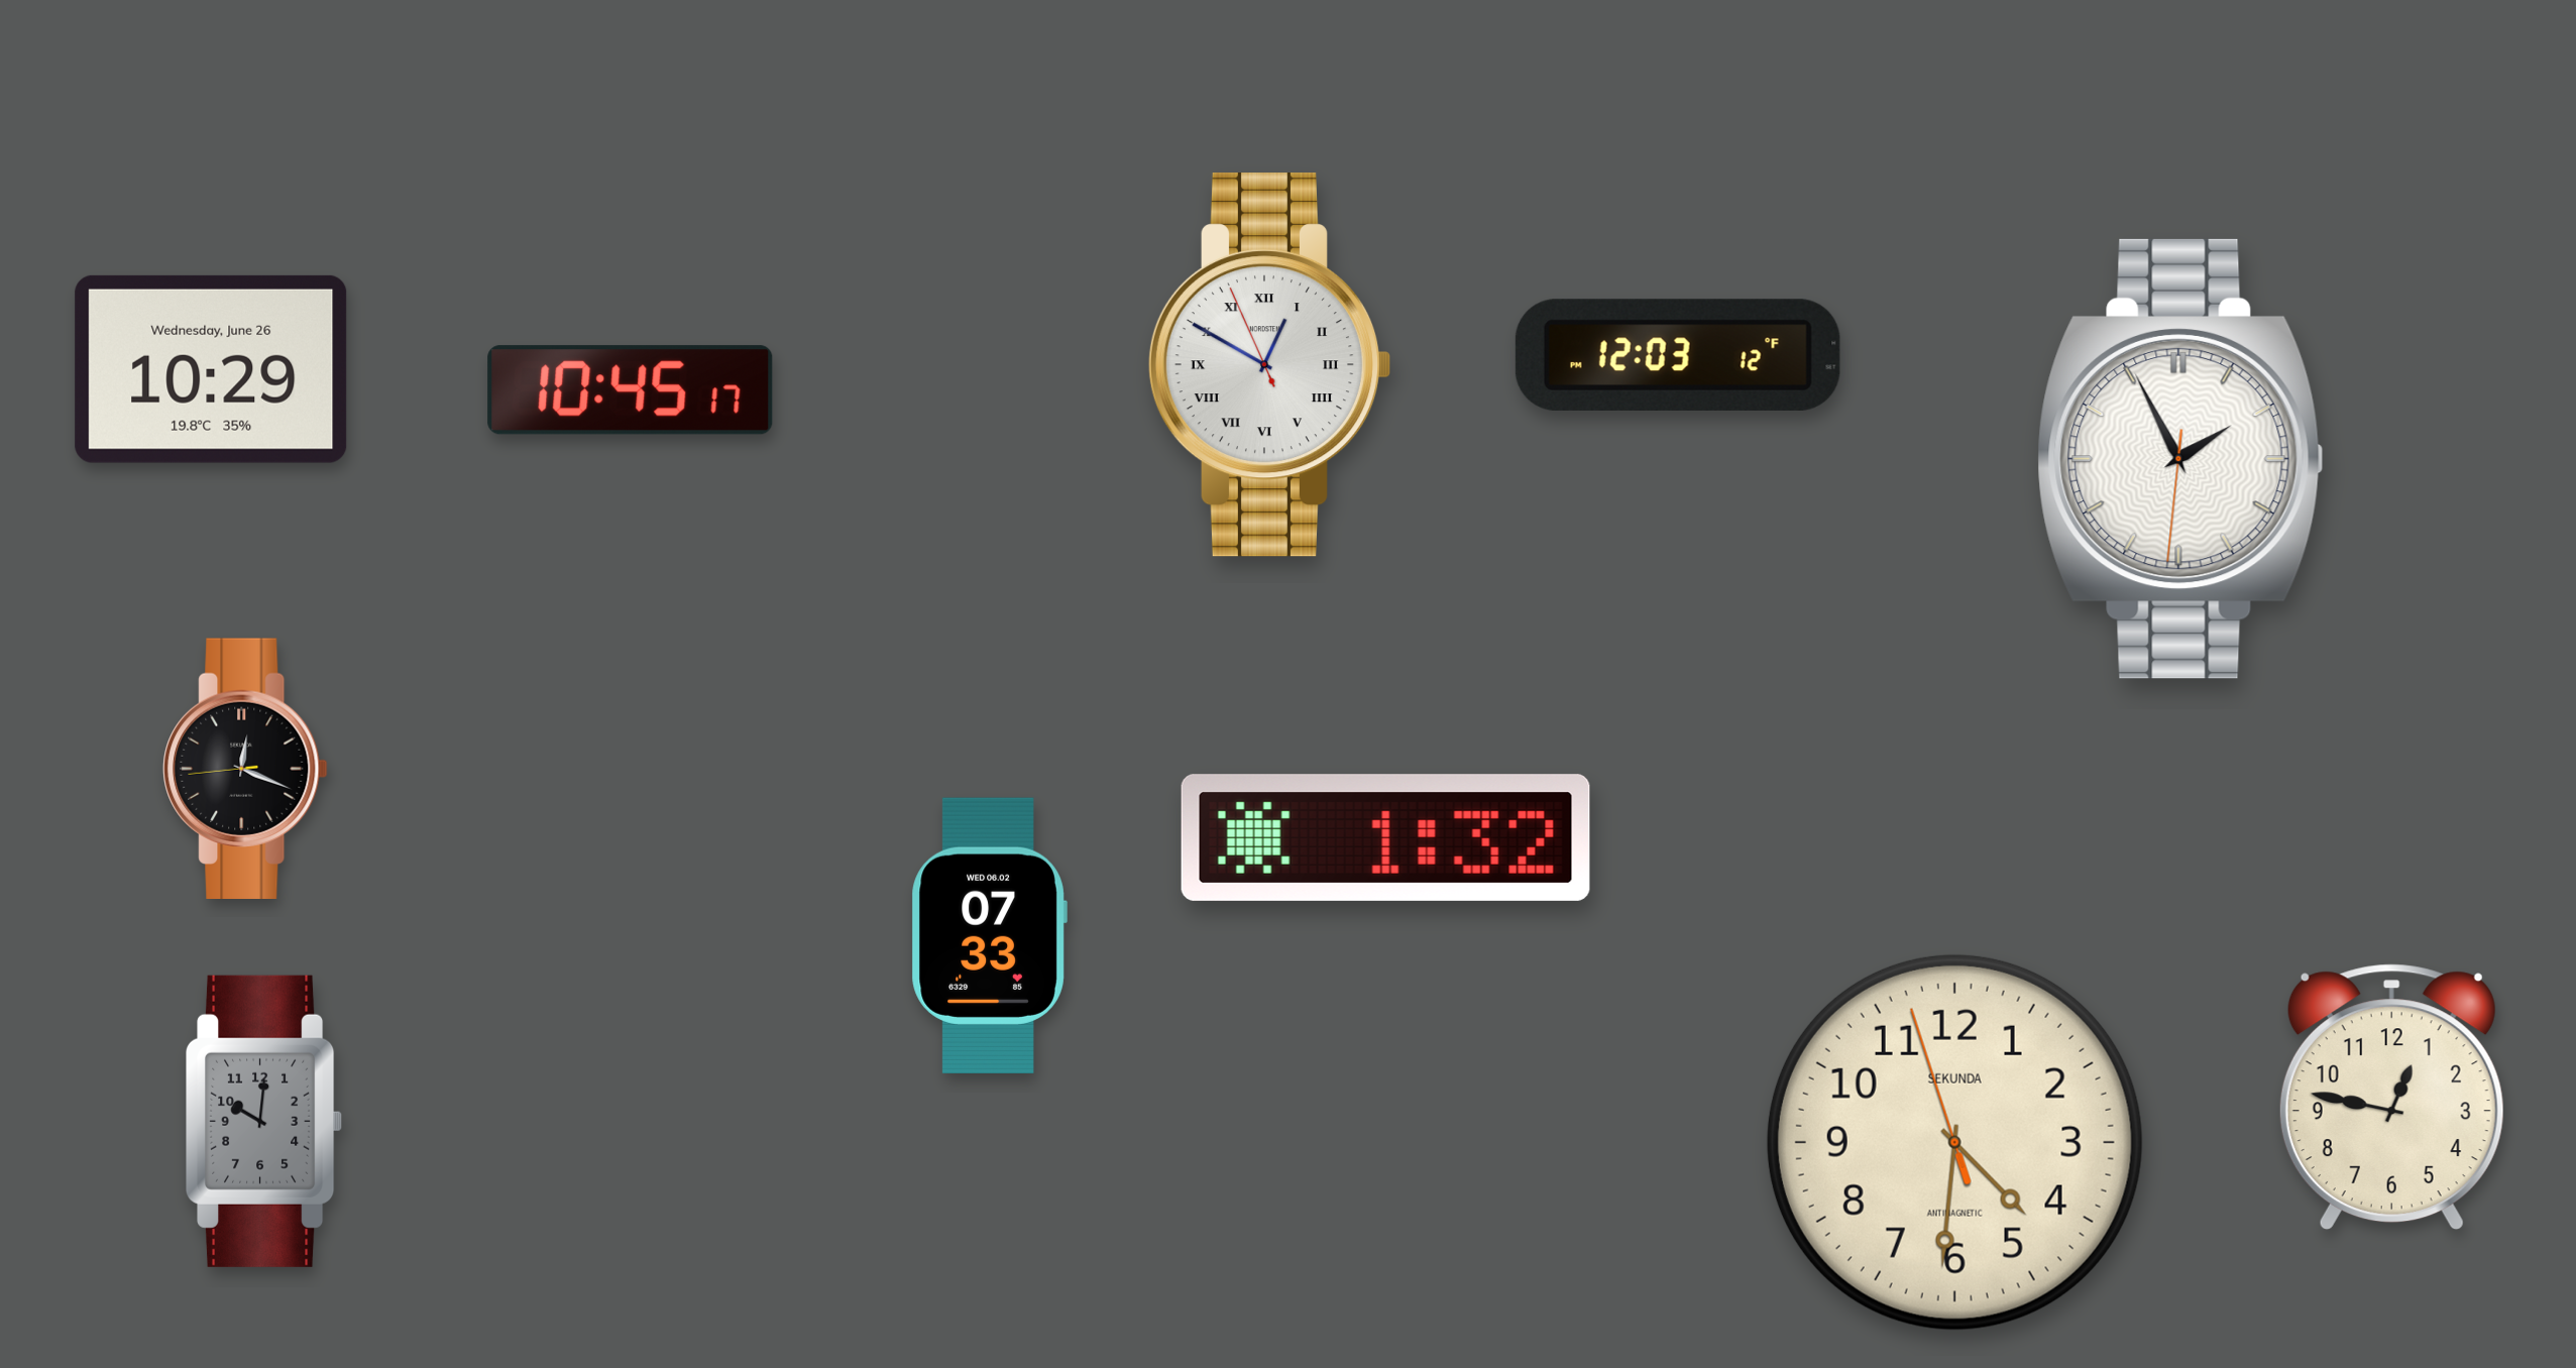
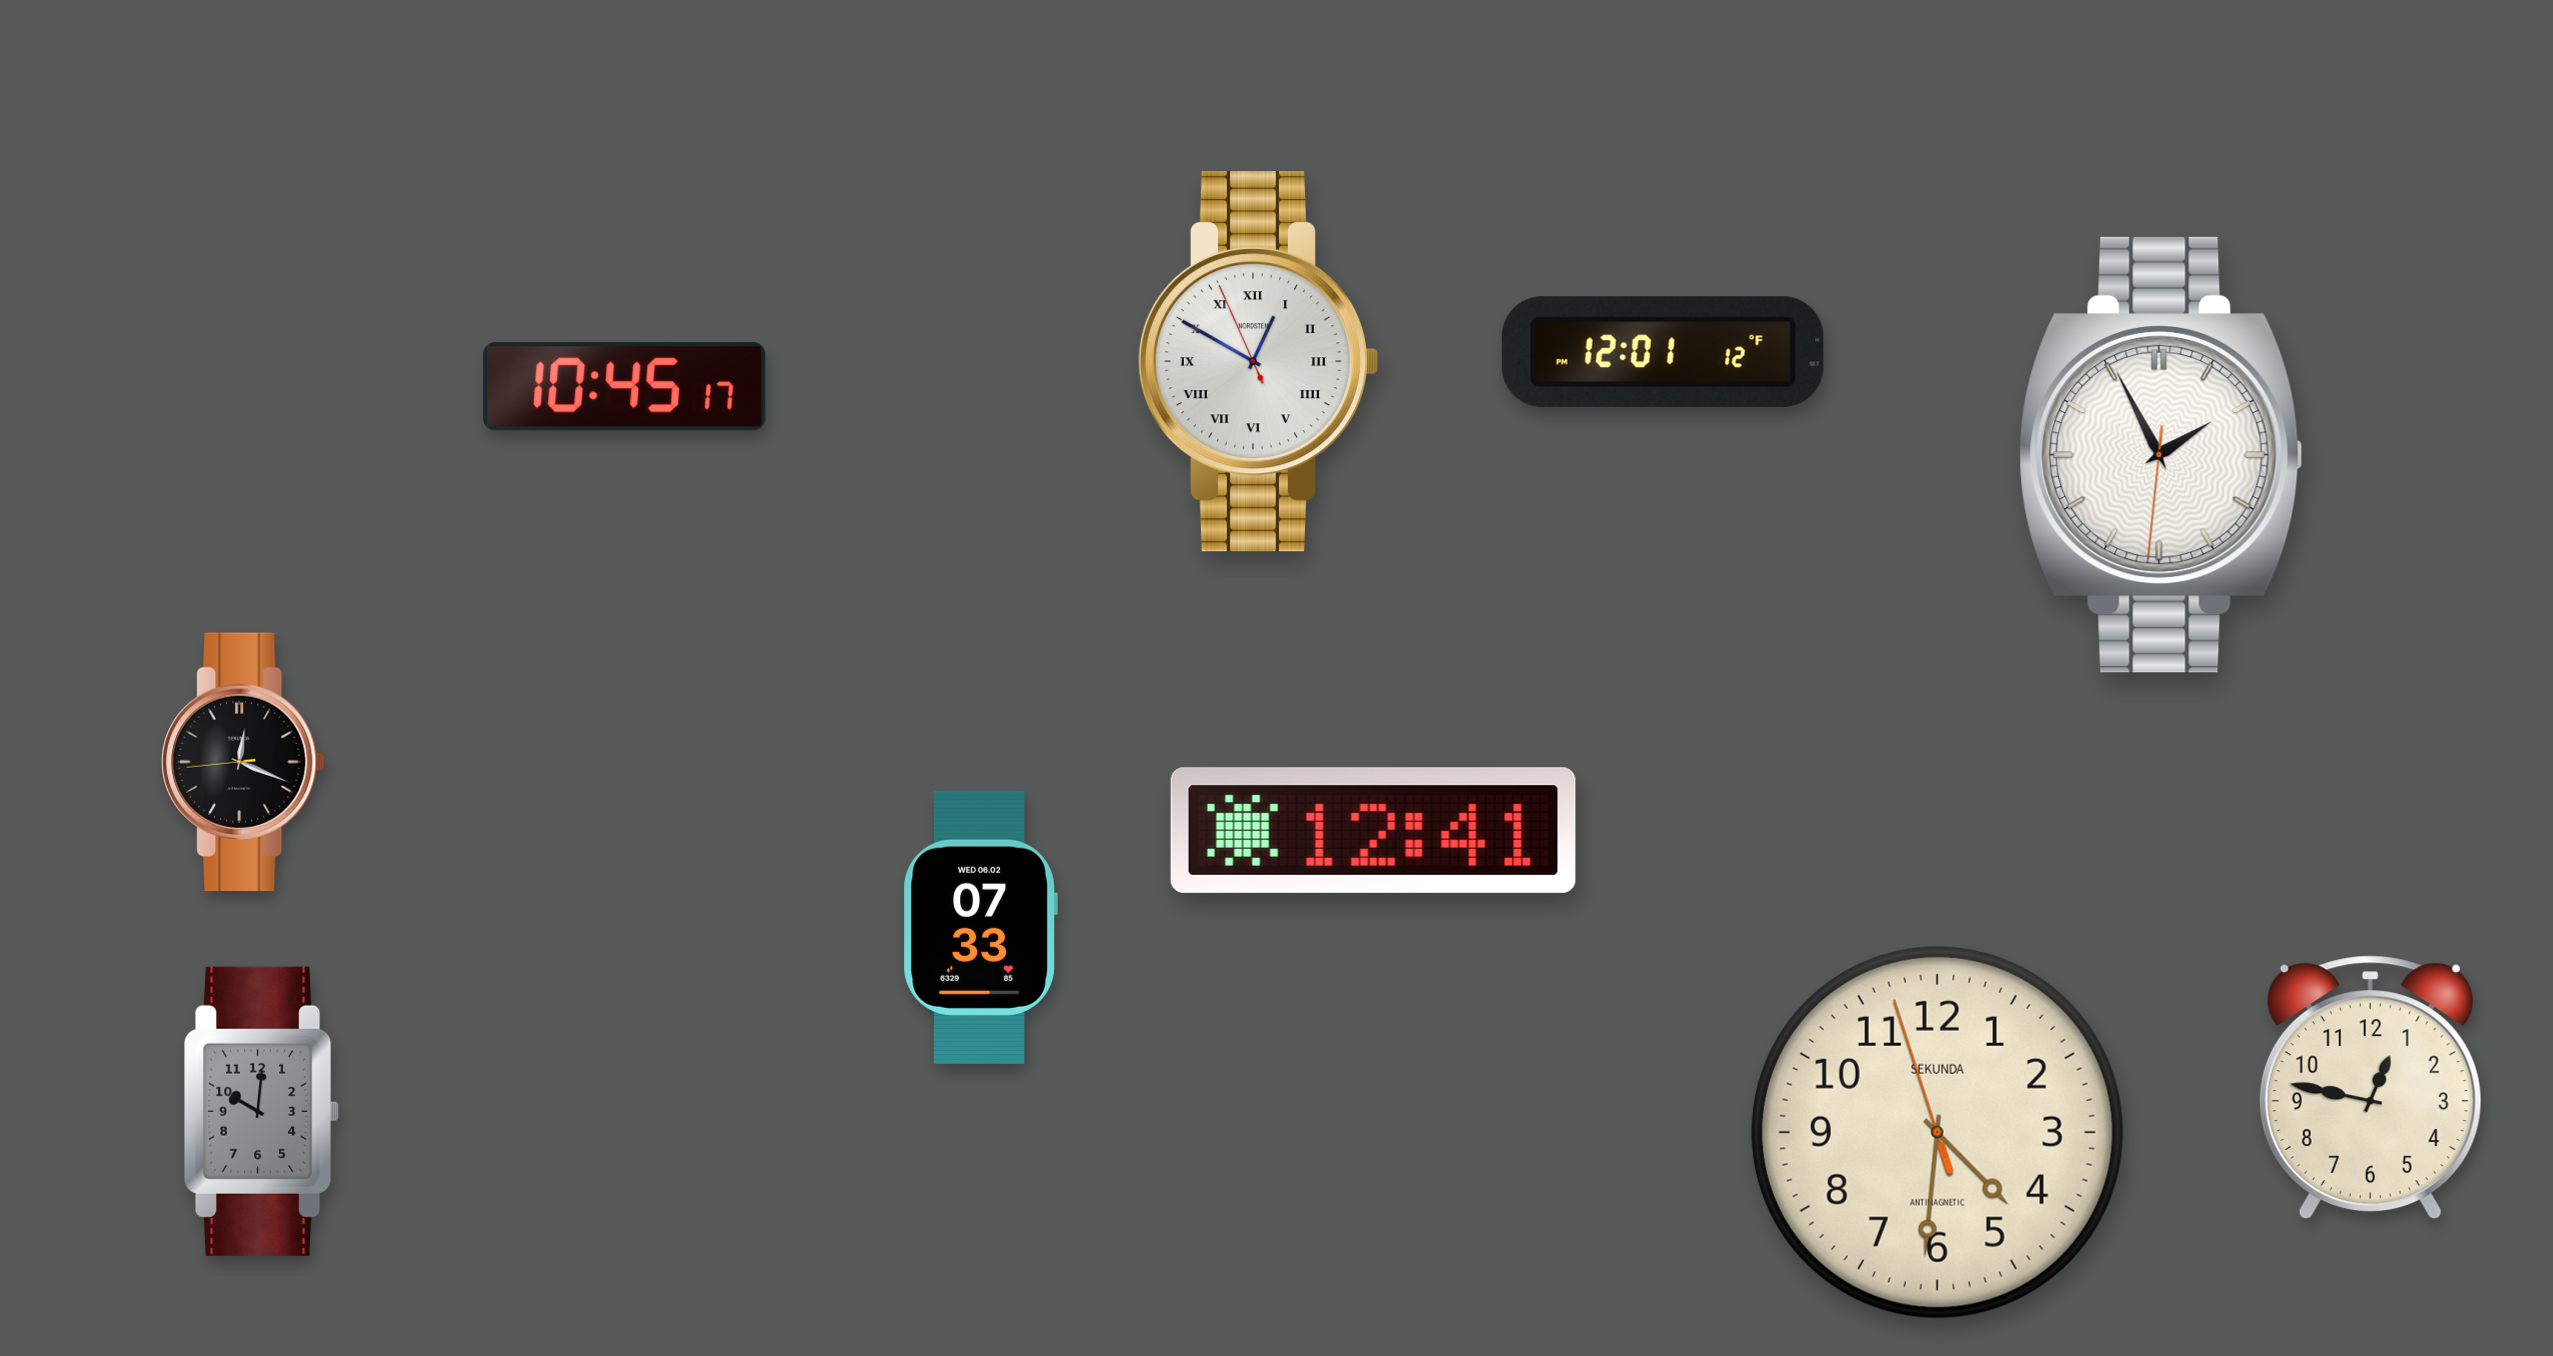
clock at (1678, 355): 12:03 -> 12:01
clock at (211, 369): 10:29 -> none
clock at (1385, 837): 1:32 -> 12:41
